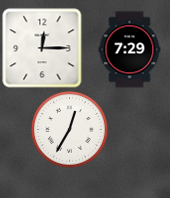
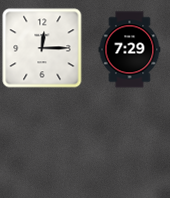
clock at (70, 130): 12:35 -> none
